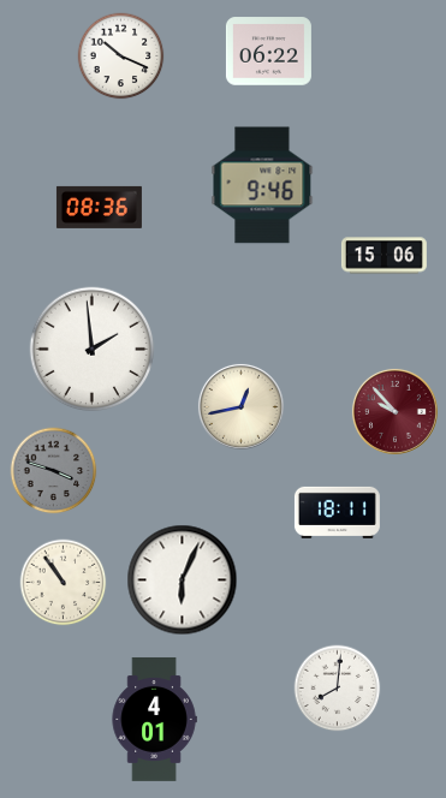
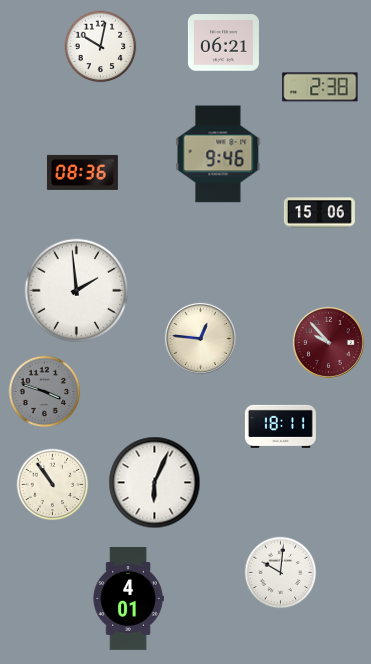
clock at (268, 52): 06:22 -> 06:21
clock at (121, 56): 10:19 -> 10:02
clock at (320, 87): none -> 2:38
clock at (240, 406): 12:43 -> 12:46
clock at (183, 580) position: (183, 580) -> (155, 483)
clock at (338, 689): 8:01 -> 10:01
